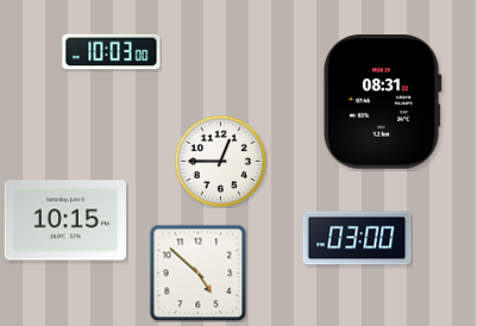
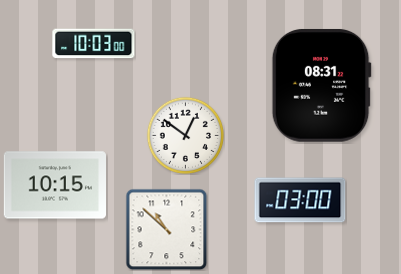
clock at (220, 161): 12:45 -> 12:51
clock at (197, 272): 4:52 -> 10:52
